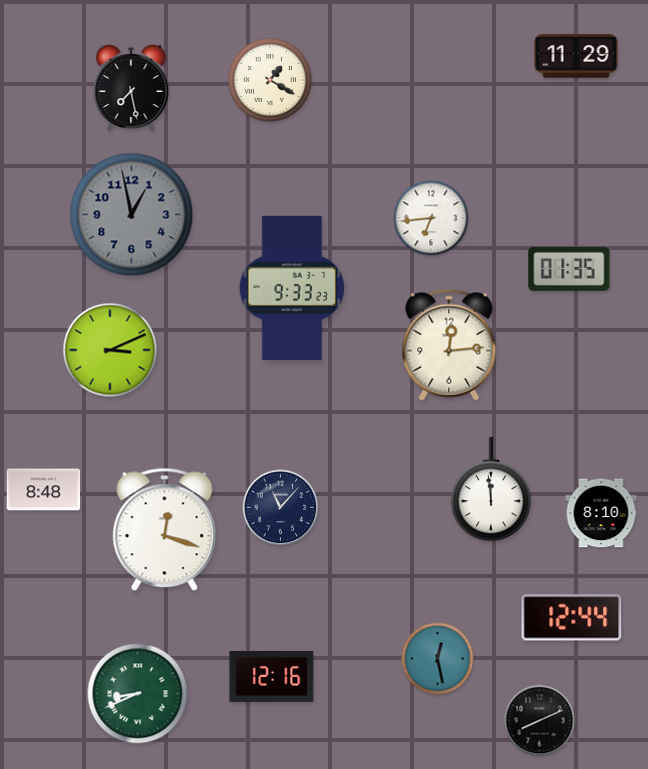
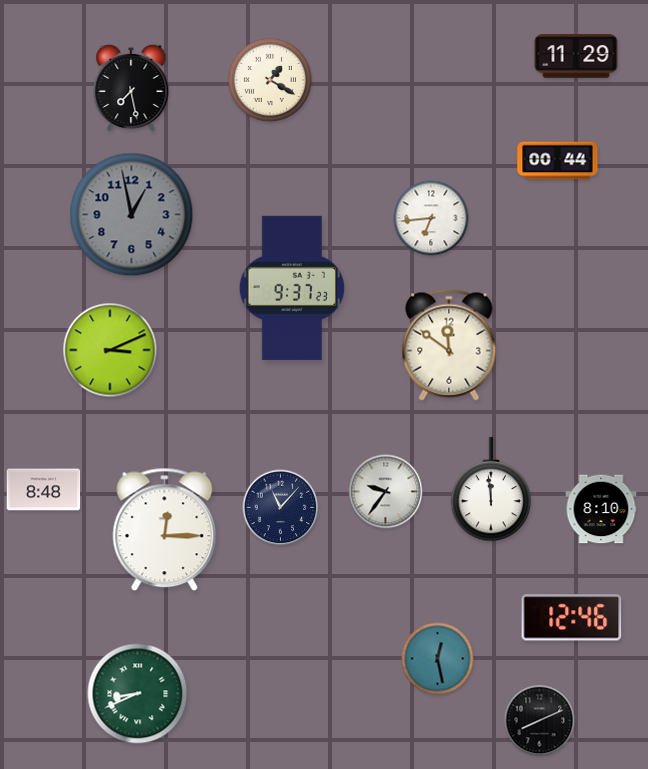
clock at (558, 161): none -> 00:44
clock at (569, 269): 01:35 -> none
clock at (292, 288): 9:33 -> 9:37
clock at (449, 345): 12:14 -> 11:51
clock at (386, 492): none -> 9:36
clock at (601, 513) position: (601, 513) -> (601, 509)
clock at (165, 530): 12:18 -> 12:15
clock at (572, 618): 12:44 -> 12:46
clock at (272, 676): 12:16 -> none
